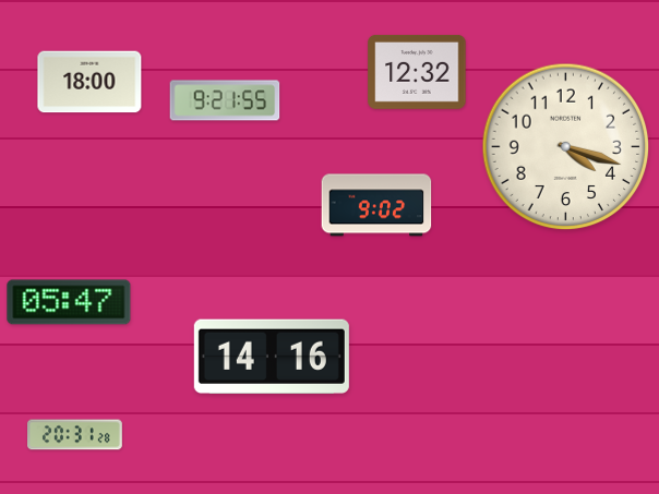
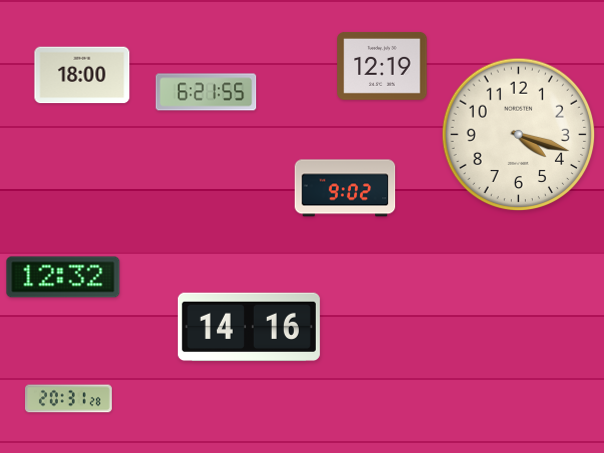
clock at (417, 72): 12:32 -> 12:19
clock at (225, 100): 9:21 -> 6:21
clock at (69, 302): 05:47 -> 12:32
